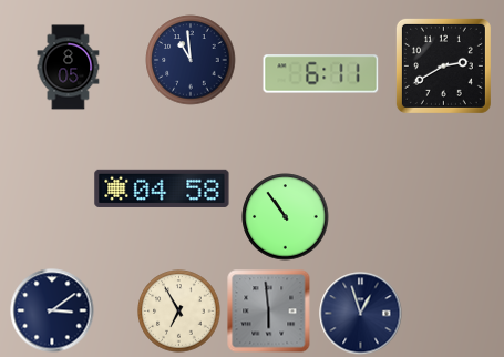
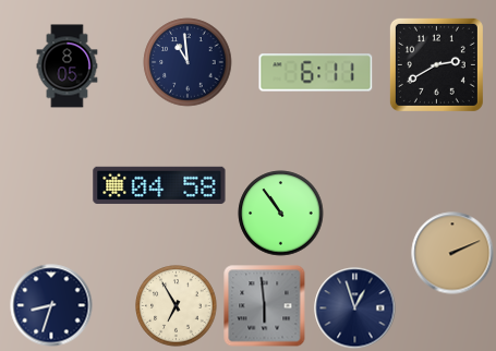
clock at (191, 60) position: (191, 60) -> (187, 62)
clock at (452, 253): none -> 2:11
clock at (52, 310): 3:09 -> 8:33
